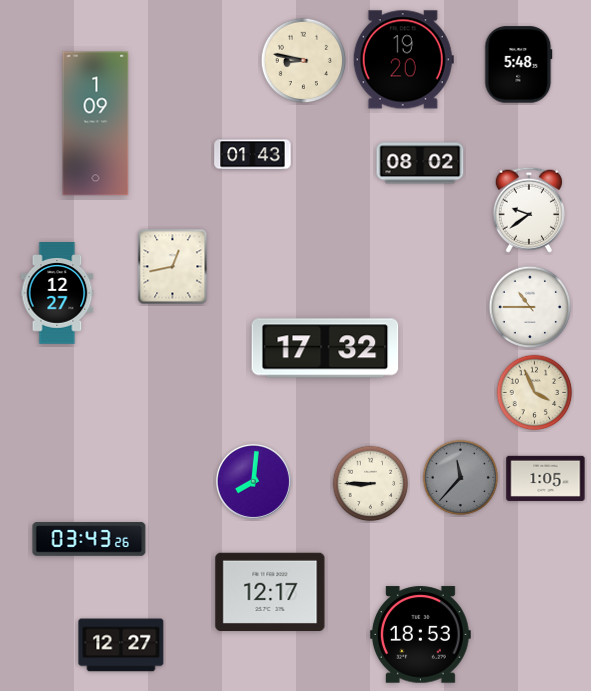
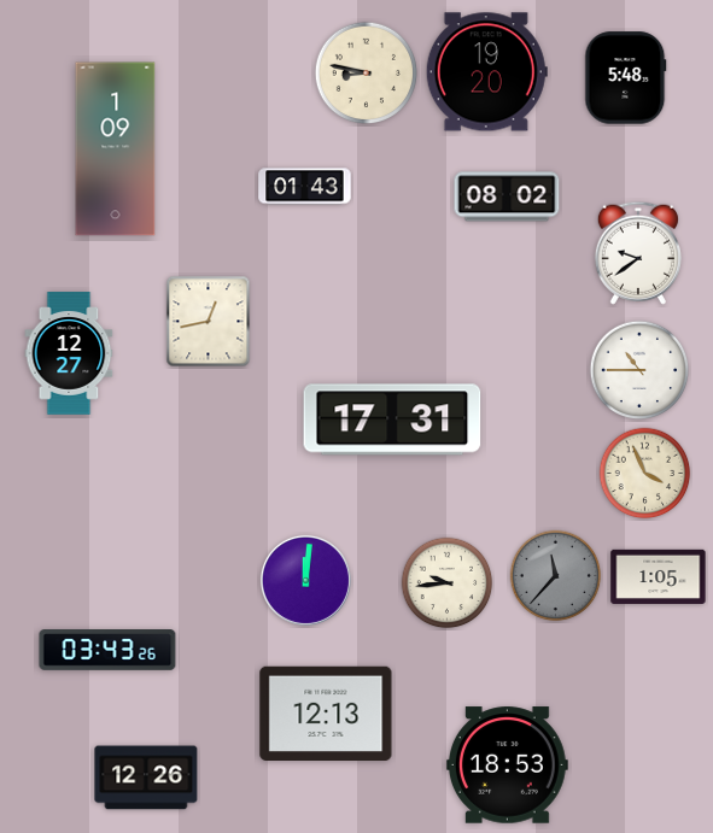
clock at (325, 348): 17:32 -> 17:31
clock at (253, 481): 8:01 -> 12:01
clock at (371, 484): 8:45 -> 9:44
clock at (270, 591): 12:17 -> 12:13
clock at (121, 645): 12:27 -> 12:26
